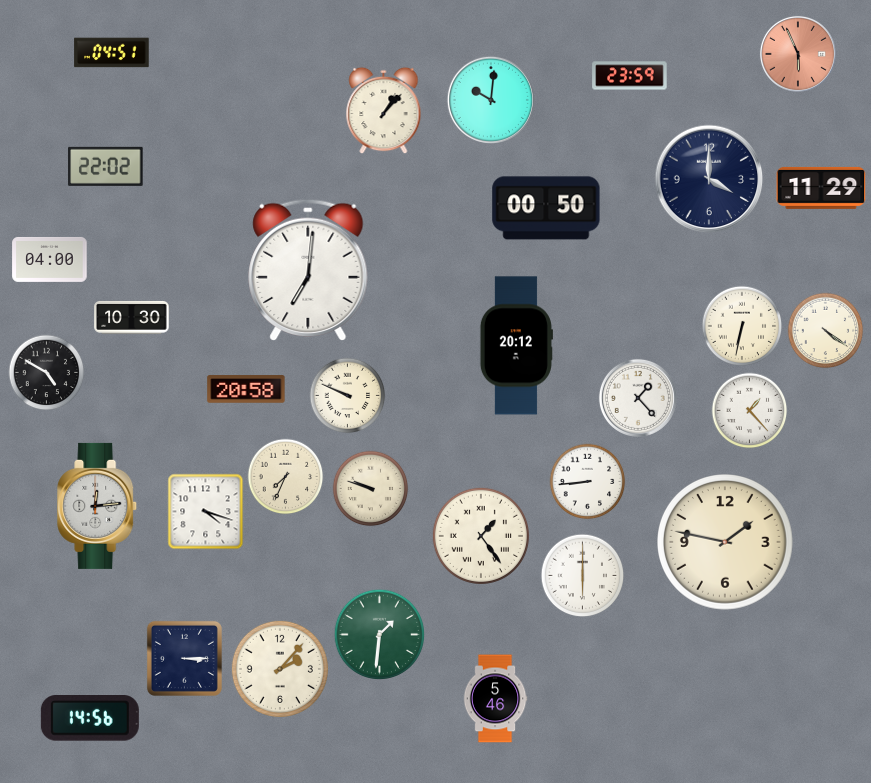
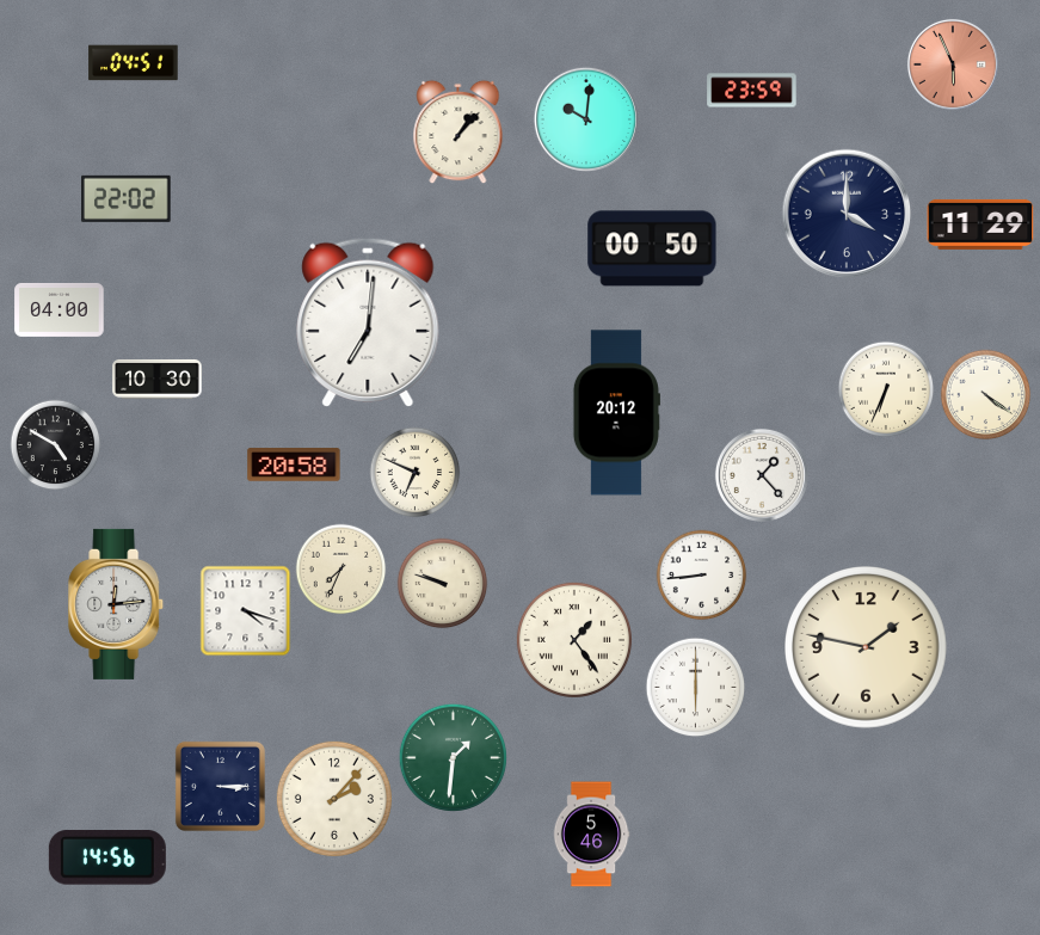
clock at (742, 326): 6:32 -> 6:34
clock at (348, 396): 9:49 -> 6:49
clock at (750, 411): 1:23 -> none
